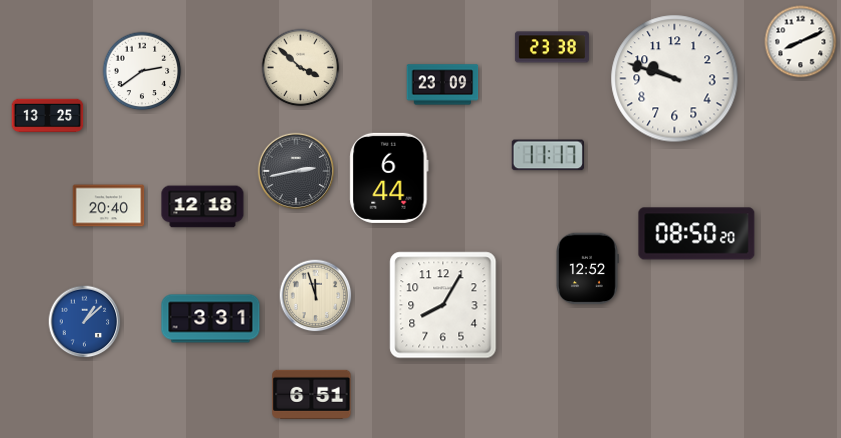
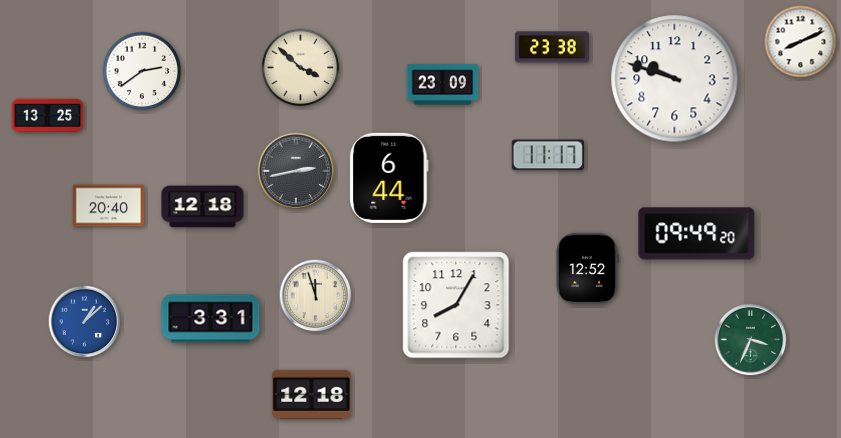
clock at (697, 234): 08:50 -> 09:49
clock at (443, 305) position: (443, 305) -> (456, 305)
clock at (751, 340): none -> 3:34
clock at (312, 394): 6:51 -> 12:18
